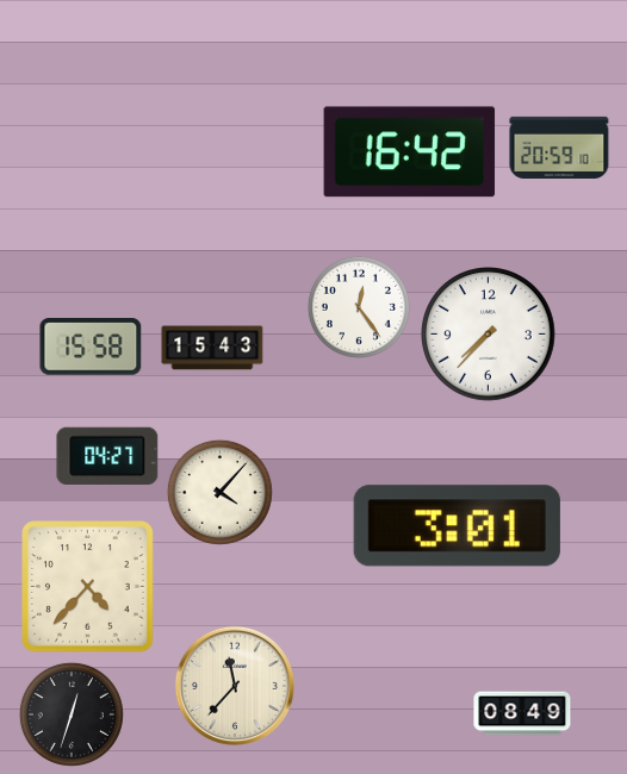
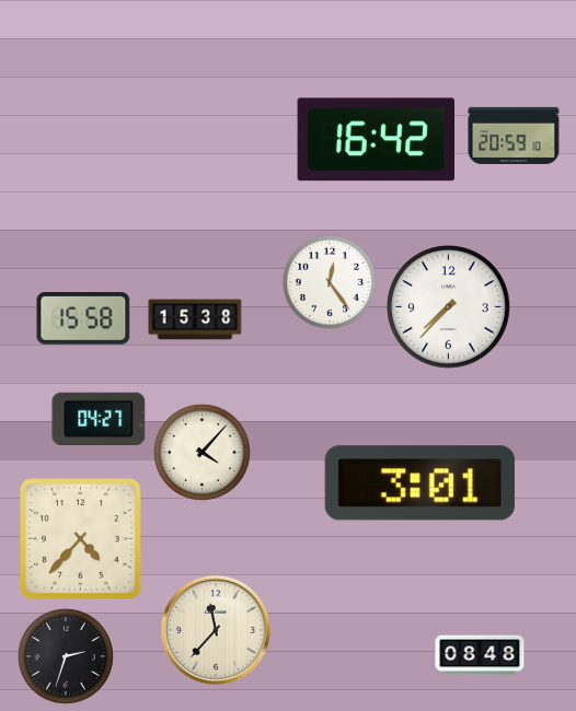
clock at (212, 348): 15:43 -> 15:38
clock at (522, 713): 08:49 -> 08:48
clock at (72, 714): 12:33 -> 2:33
